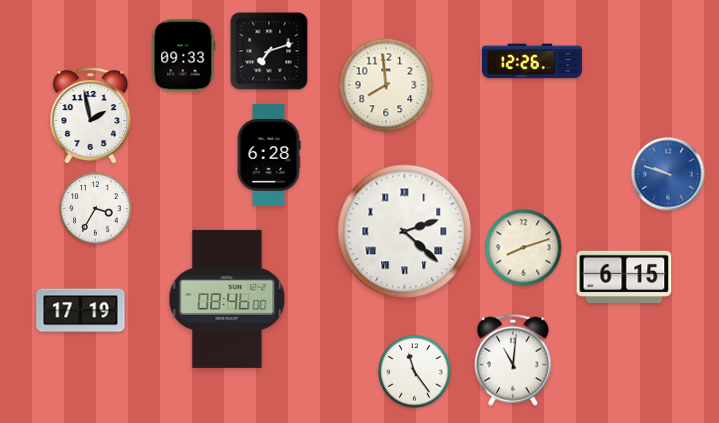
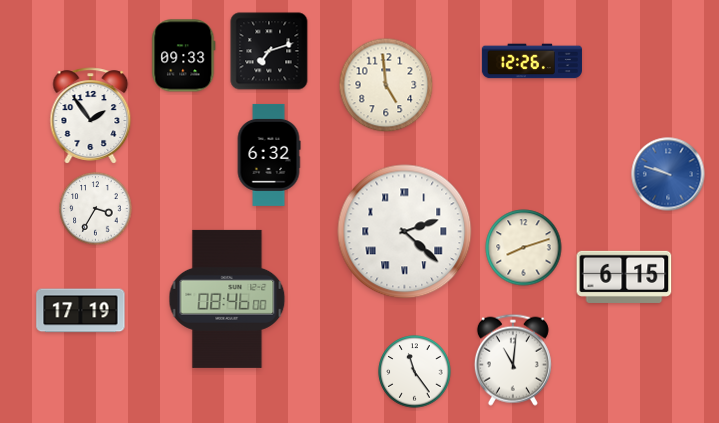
clock at (386, 85): 7:59 -> 4:59
clock at (91, 116): 1:58 -> 1:54
clock at (269, 155): 6:28 -> 6:32
